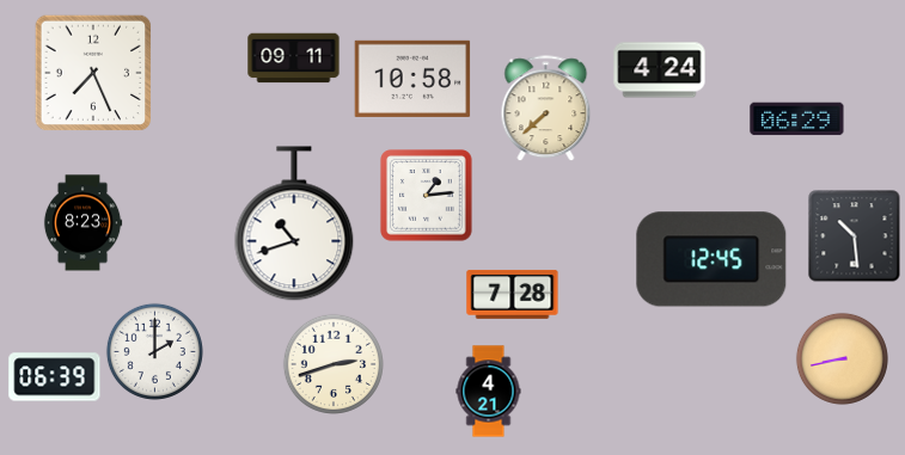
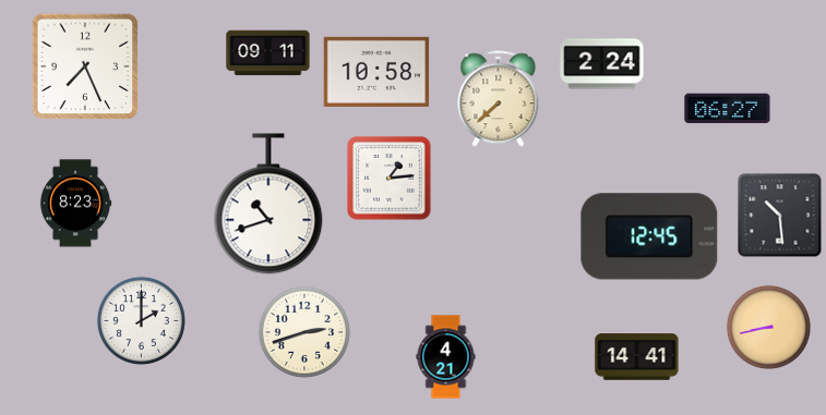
clock at (660, 70): 4:24 -> 2:24
clock at (797, 119): 06:29 -> 06:27
clock at (513, 294): 7:28 -> none
clock at (55, 377): 06:39 -> none
clock at (637, 357): none -> 14:41
